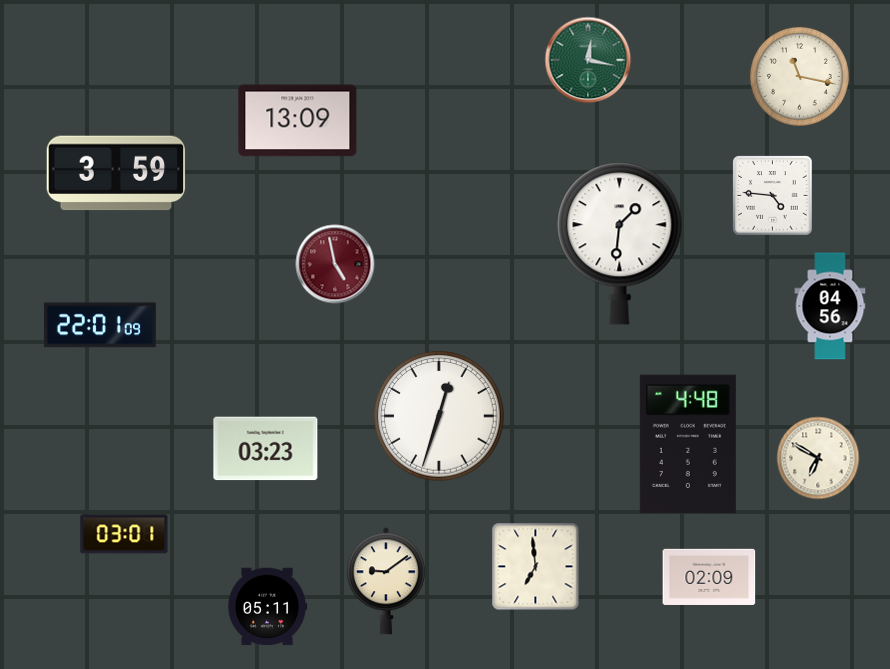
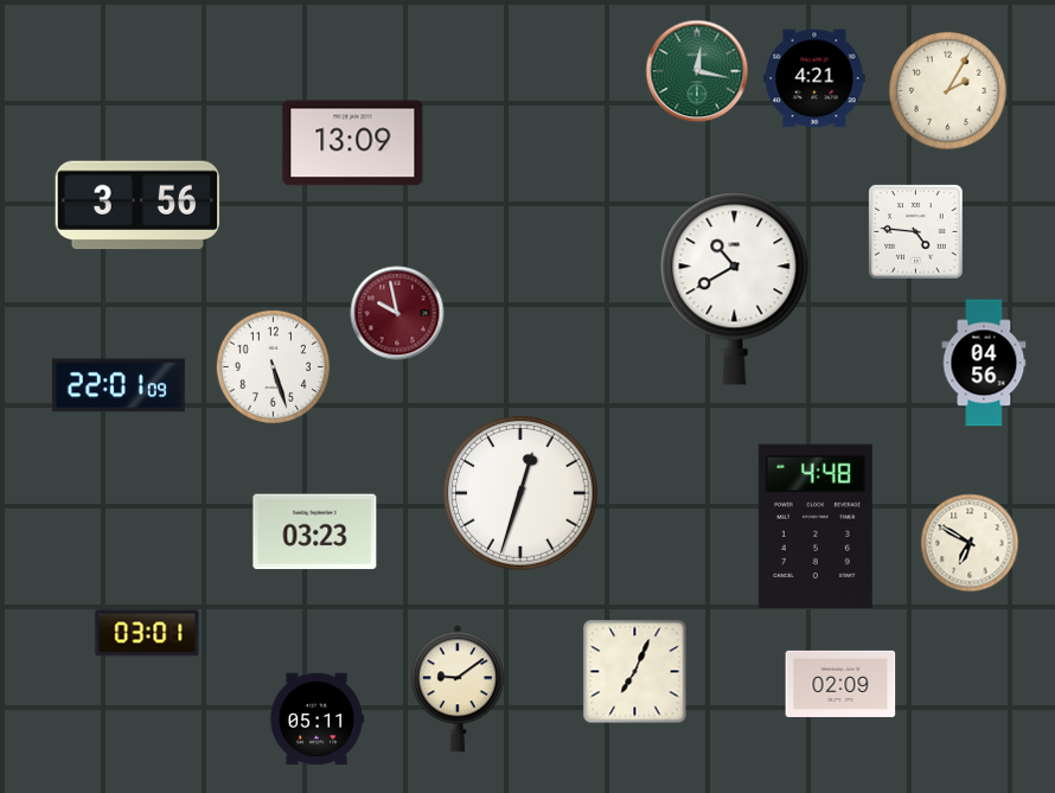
clock at (814, 78): none -> 4:21
clock at (799, 76): 11:17 -> 2:05
clock at (116, 173): 3:59 -> 3:56
clock at (620, 244): 1:31 -> 10:40
clock at (335, 264): 4:58 -> 9:58
clock at (273, 366): none -> 5:27
clock at (536, 567): 6:59 -> 7:04
